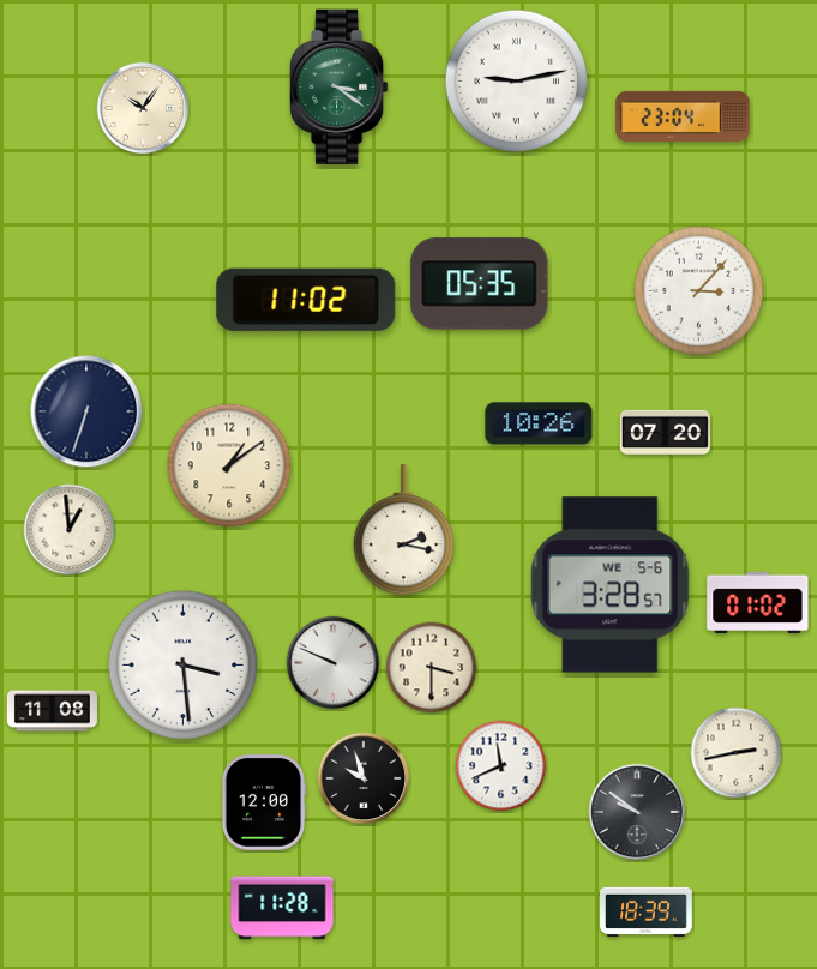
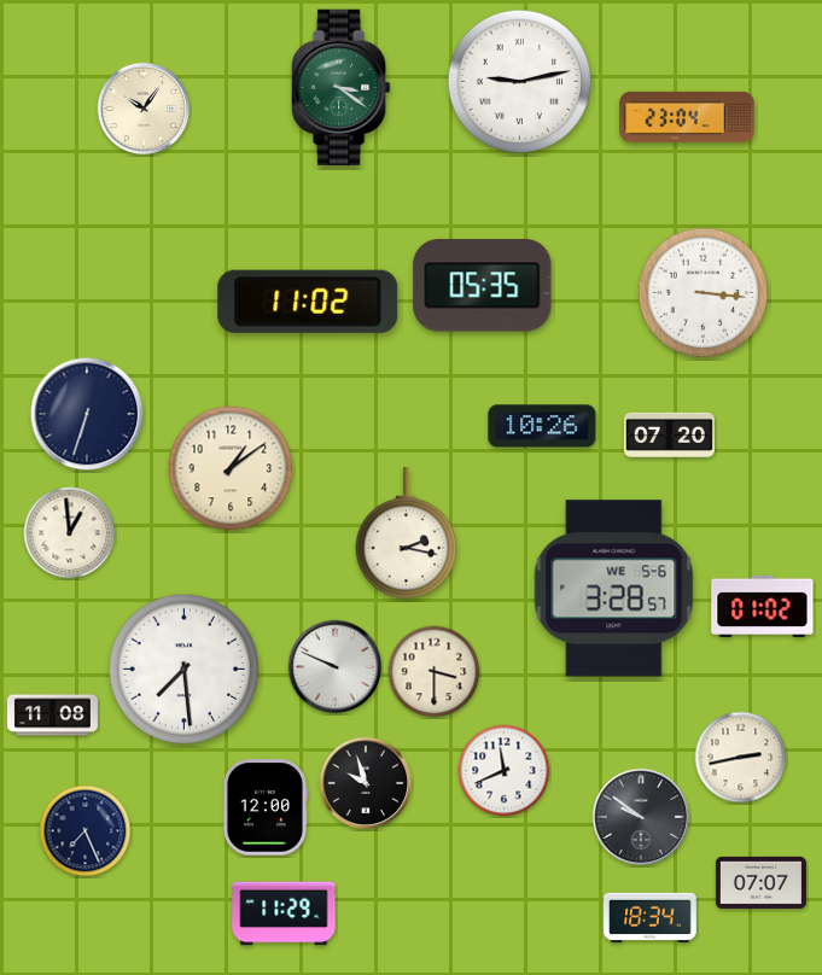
clock at (699, 291): 3:07 -> 3:16
clock at (184, 666): 3:29 -> 7:29
clock at (86, 831): none -> 7:26
clock at (760, 882): none -> 07:07
clock at (282, 908): 11:28 -> 11:29
clock at (647, 911): 18:39 -> 18:34
